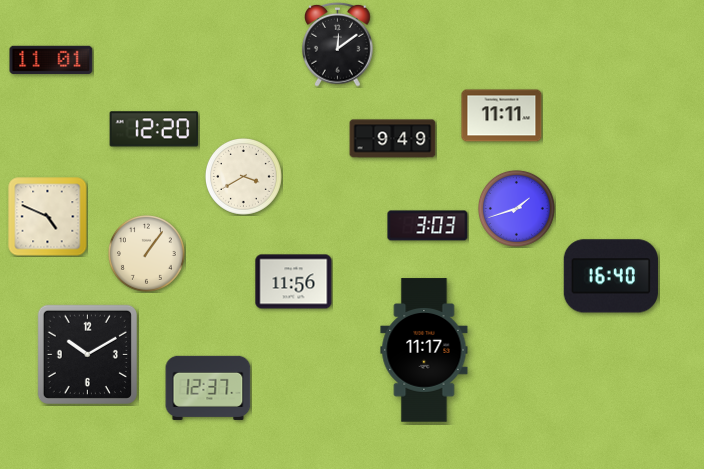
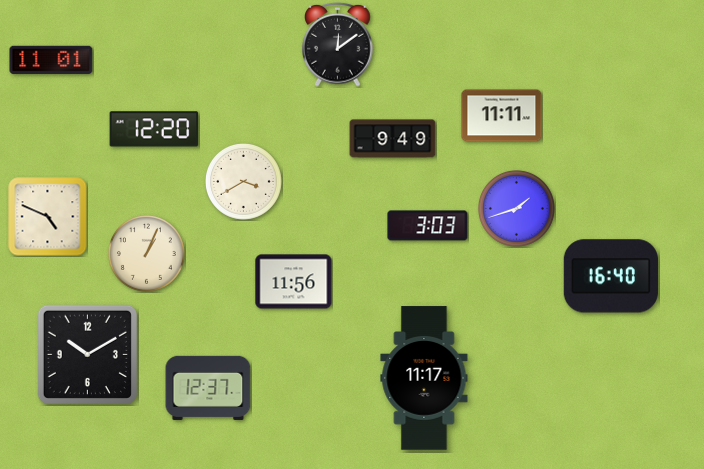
clock at (244, 177) position: (244, 177) -> (244, 182)
clock at (147, 254): 1:06 -> 1:04
clock at (424, 350) position: (424, 350) -> (424, 378)
